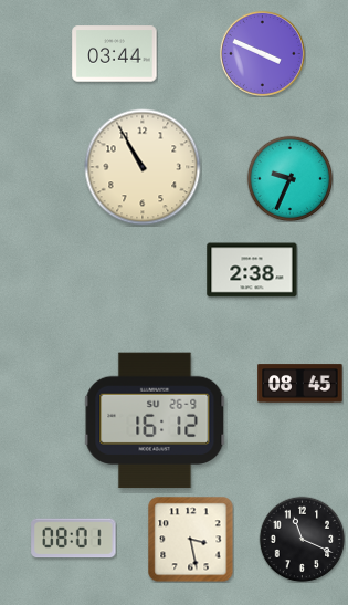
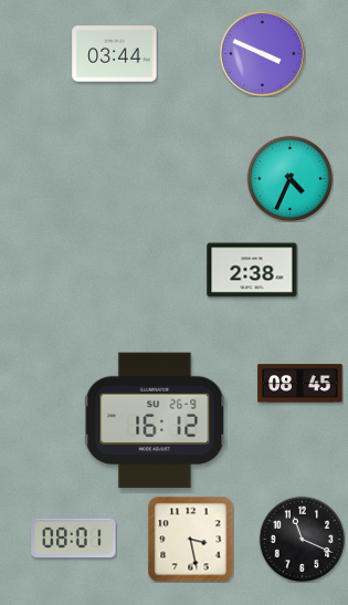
clock at (143, 167): 10:55 -> none
clock at (289, 178): 9:34 -> 4:34
